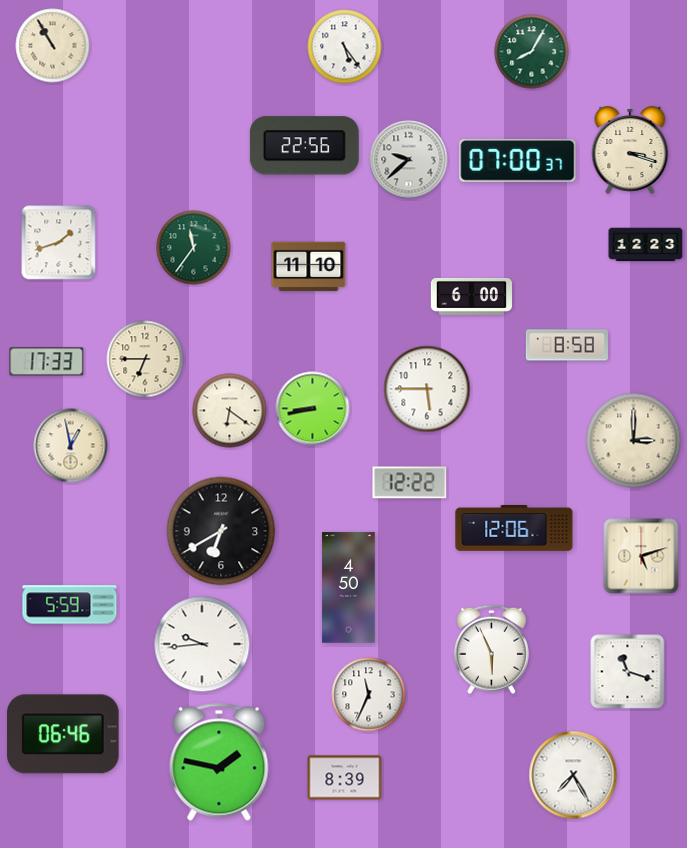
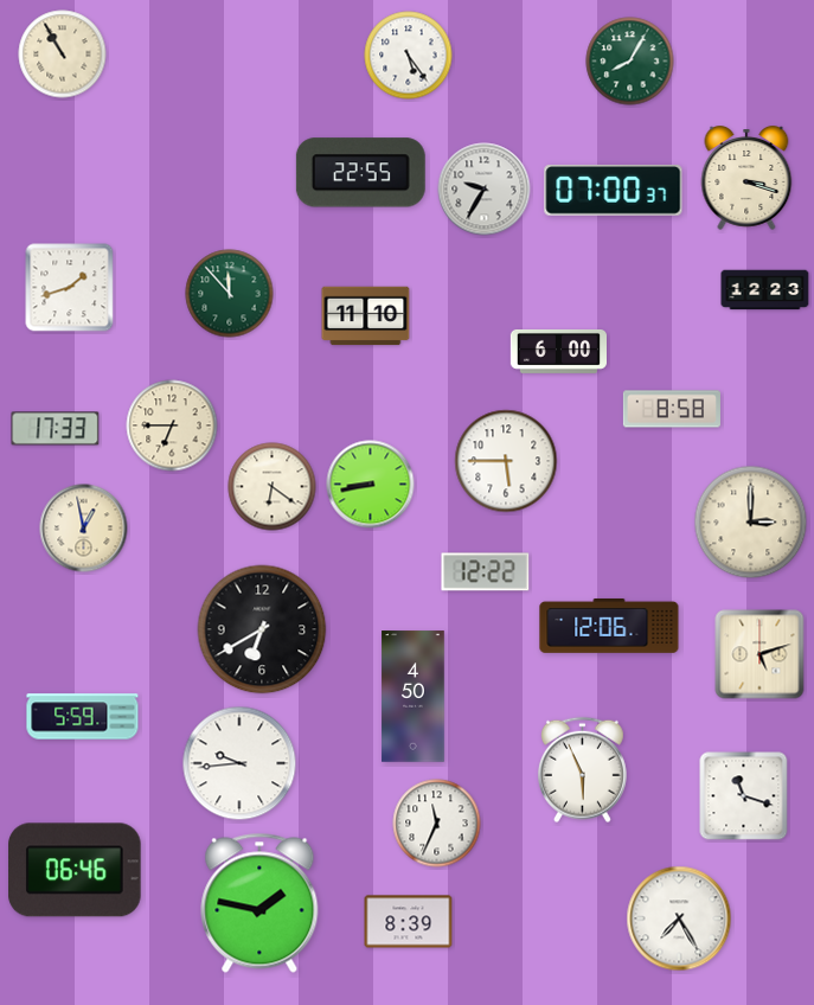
clock at (304, 146): 22:56 -> 22:55
clock at (409, 160): 9:38 -> 9:35
clock at (194, 248): 11:36 -> 11:53
clock at (641, 556) position: (641, 556) -> (759, 654)
